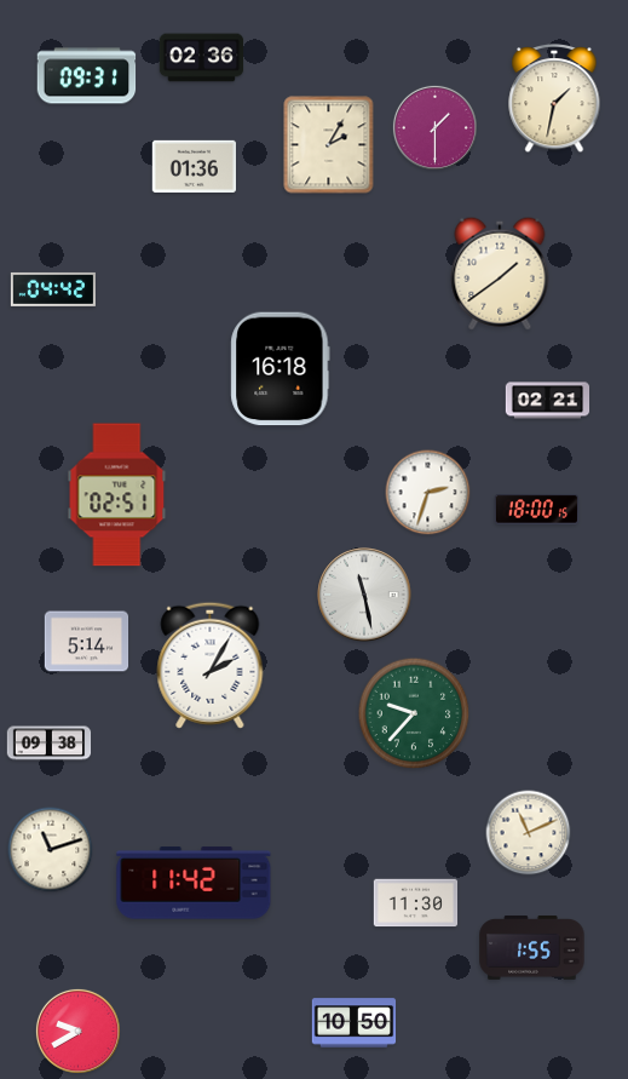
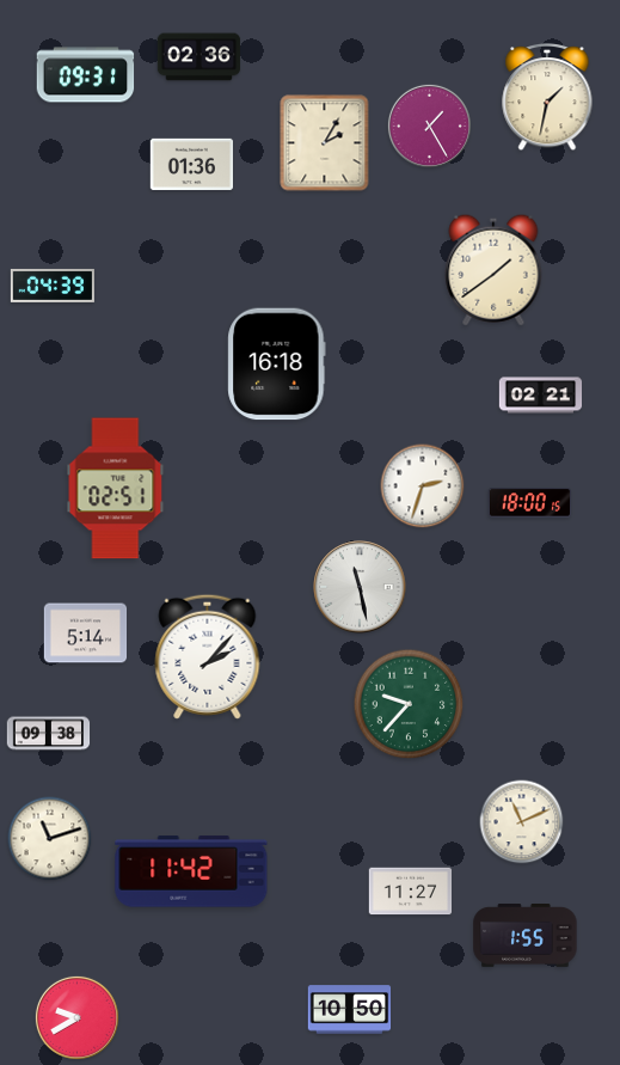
clock at (434, 127): 1:30 -> 1:25
clock at (53, 289): 04:42 -> 04:39
clock at (211, 665): 2:05 -> 2:07
clock at (416, 903): 11:30 -> 11:27
